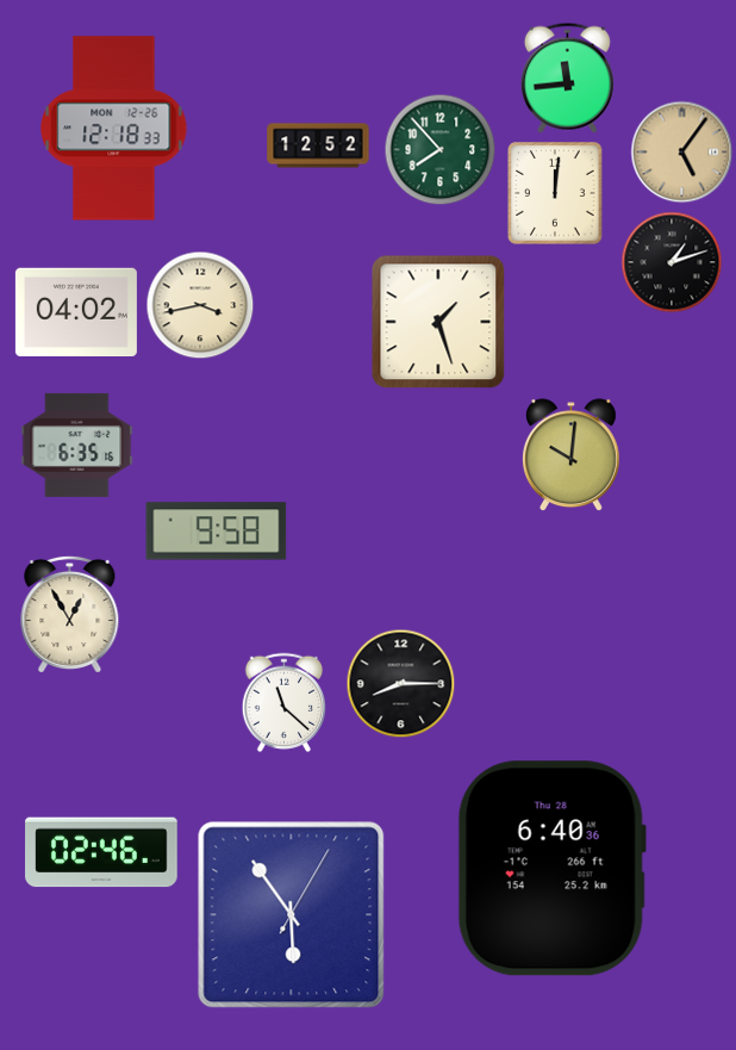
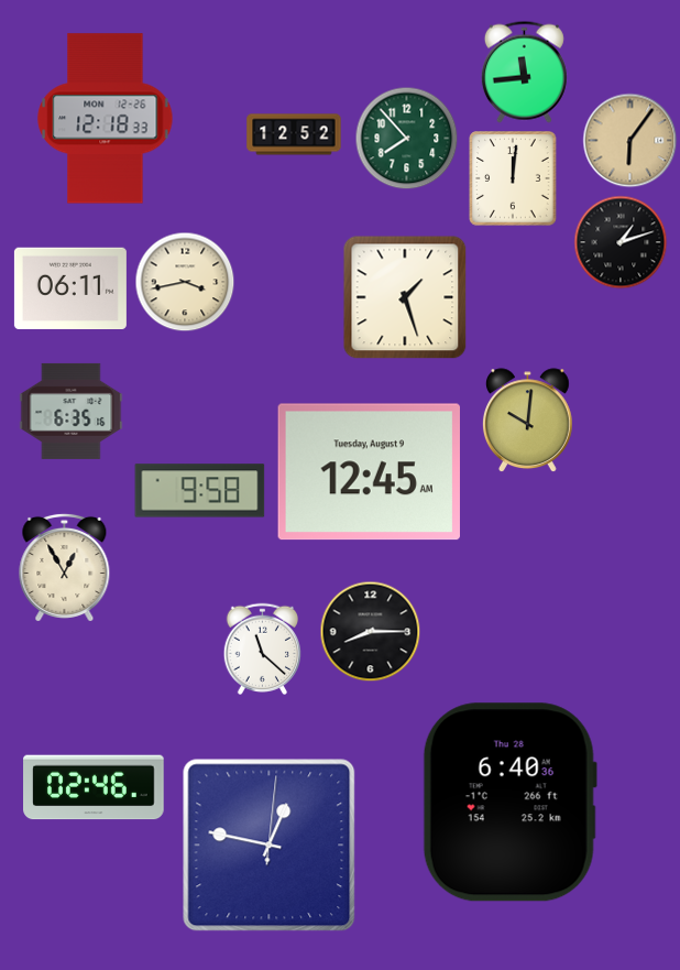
clock at (682, 153): 5:06 -> 6:06
clock at (76, 311): 04:02 -> 06:11
clock at (369, 472): none -> 12:45
clock at (292, 915): 5:54 -> 12:47
